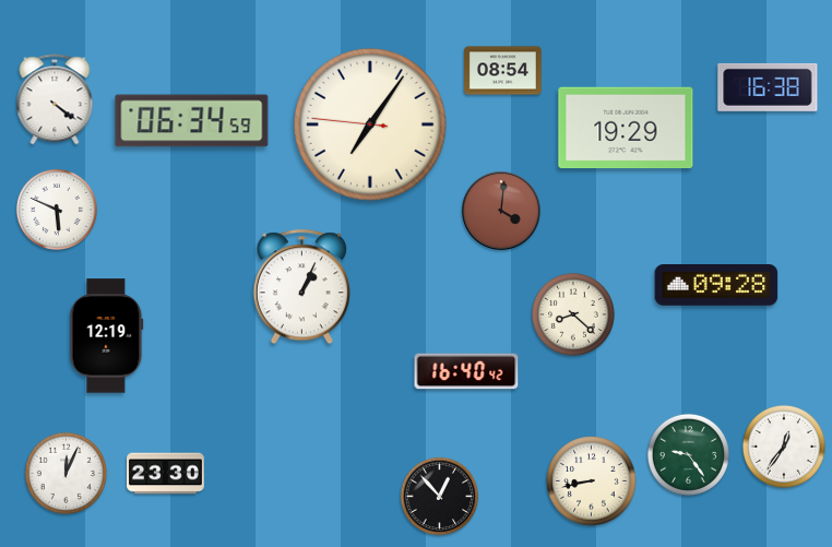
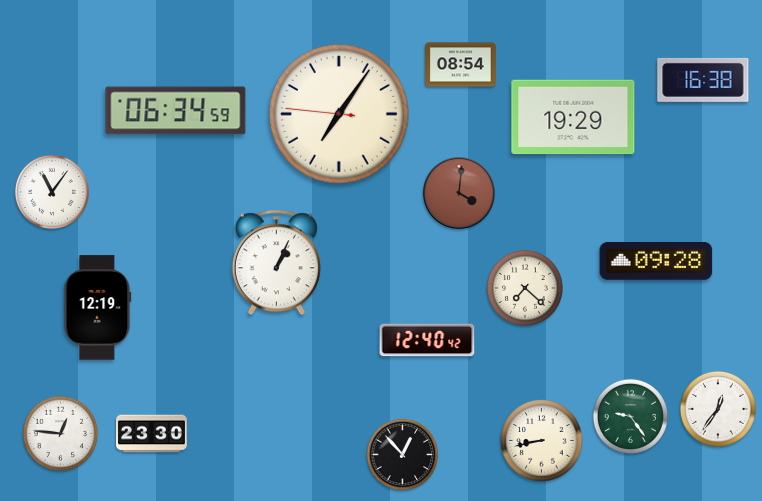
clock at (55, 99): 4:21 -> none
clock at (57, 210): 5:49 -> 11:06
clock at (573, 314): 8:22 -> 7:22
clock at (466, 371): 16:40 -> 12:40
clock at (66, 473): 12:04 -> 12:46
